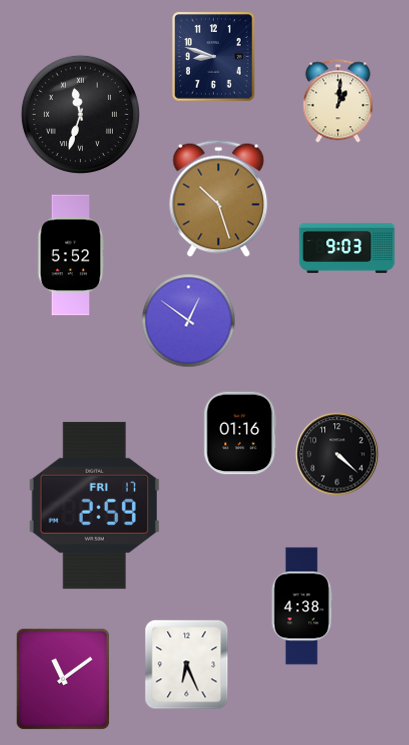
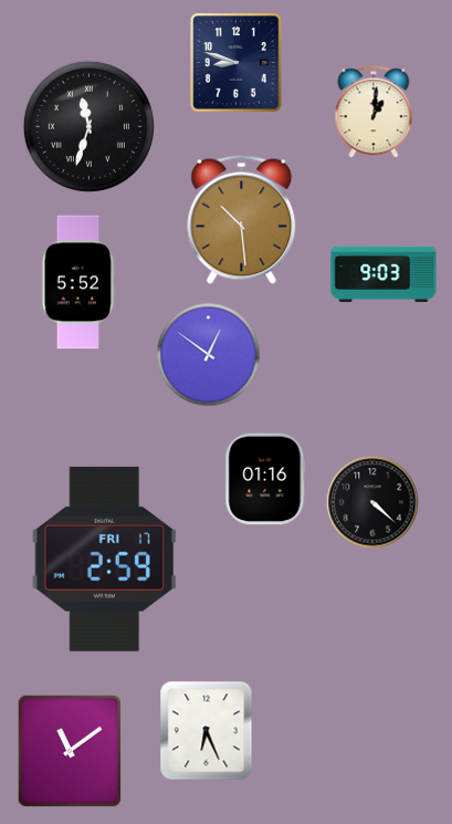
clock at (219, 198): 10:27 -> 10:29
clock at (302, 606): 4:38 -> none
clock at (187, 665) position: (187, 665) -> (207, 731)
